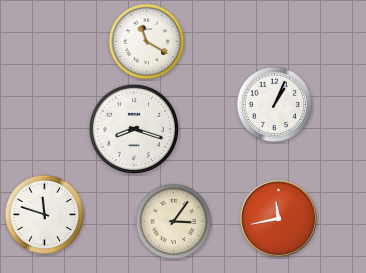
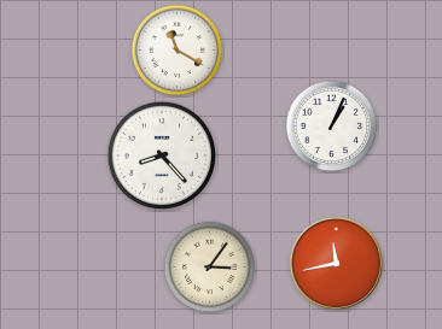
clock at (133, 128): 8:18 -> 8:23
clock at (45, 215): 11:48 -> none
